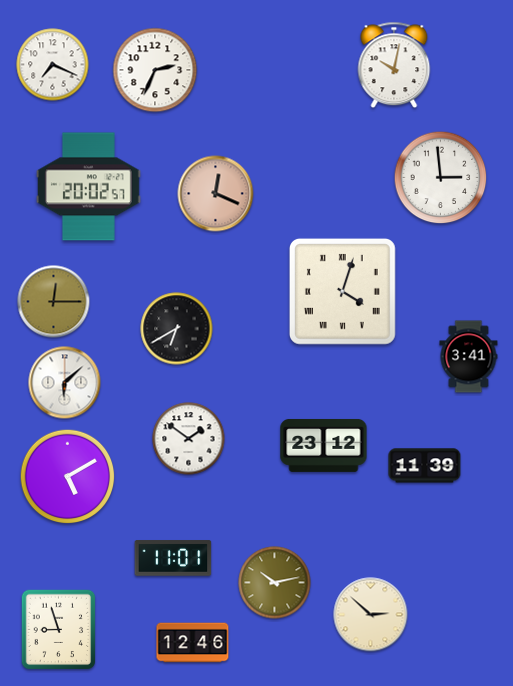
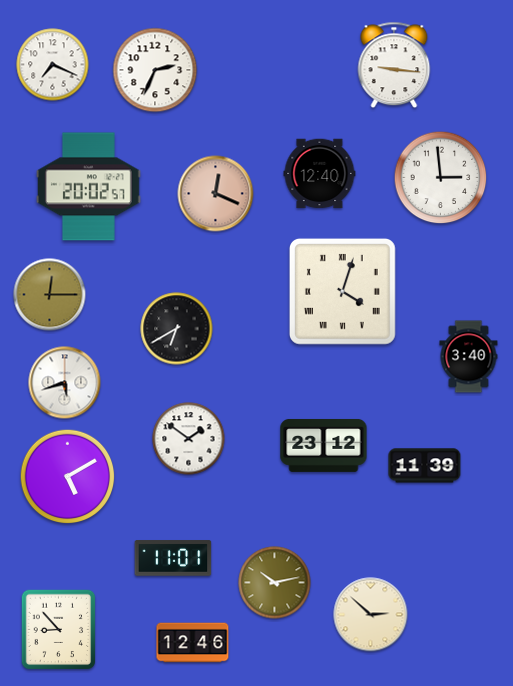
clock at (394, 65): 10:02 -> 9:16
clock at (320, 174): none -> 12:40
clock at (54, 302) position: (54, 302) -> (50, 295)
clock at (469, 357): 3:41 -> 3:40
clock at (65, 383): 6:08 -> 5:42
clock at (59, 630): 8:57 -> 8:53
